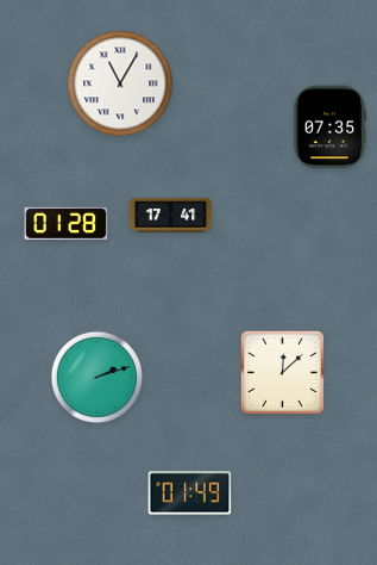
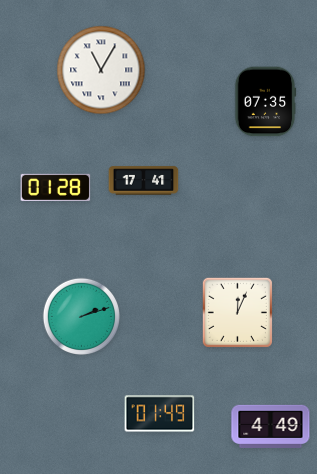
clock at (329, 128) position: (329, 128) -> (265, 102)
clock at (282, 372): 12:08 -> 12:04
clock at (271, 426): none -> 4:49
